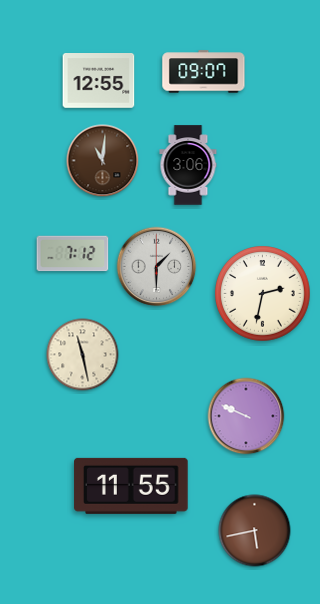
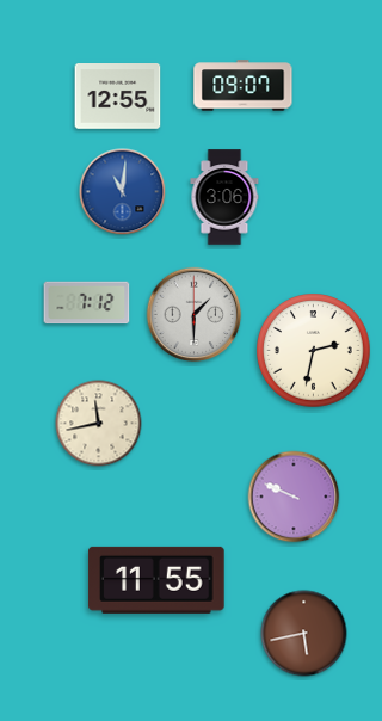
clock at (103, 161) dial: brown -> blue
clock at (157, 267) position: (157, 267) -> (195, 315)
clock at (83, 355): 11:28 -> 11:43
